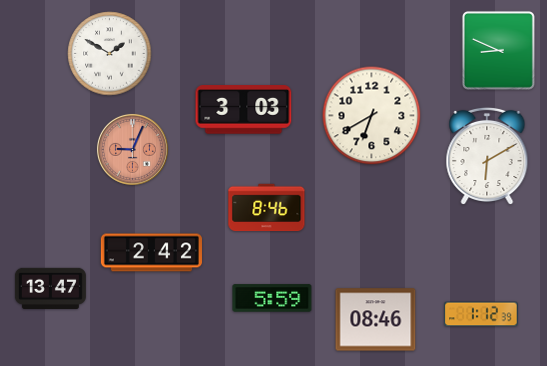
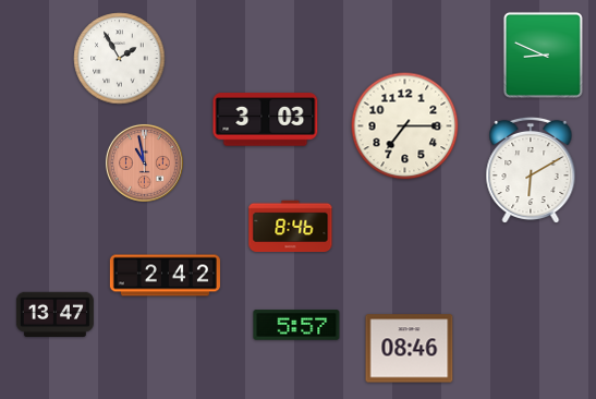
clock at (110, 54): 1:50 -> 1:55
clock at (372, 116): 6:40 -> 7:15
clock at (132, 149): 9:04 -> 10:58
clock at (272, 298): 5:59 -> 5:57
clock at (481, 314): 1:12 -> none
